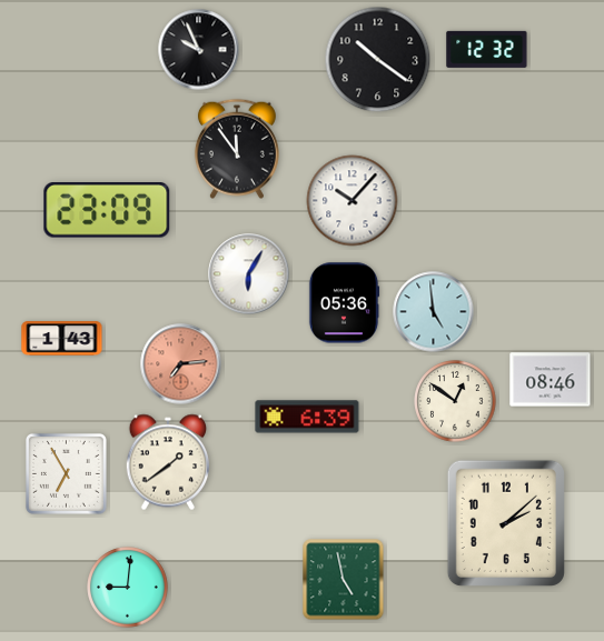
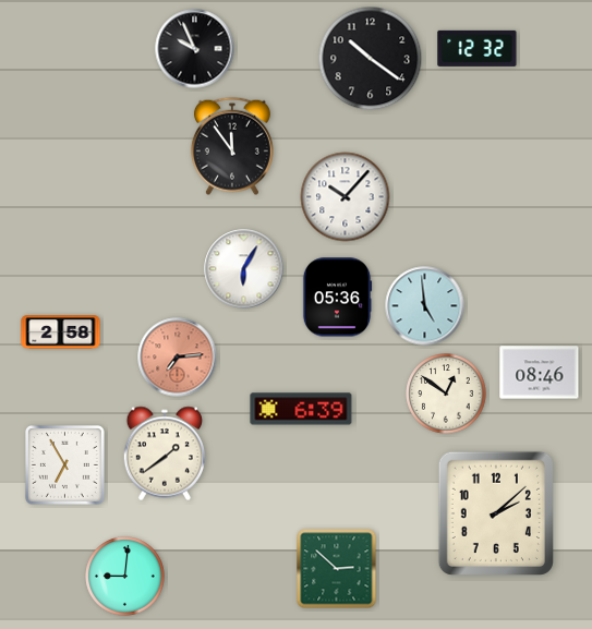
clock at (107, 211): 23:09 -> none
clock at (62, 339): 1:43 -> 2:58
clock at (344, 580): 4:58 -> 2:52
